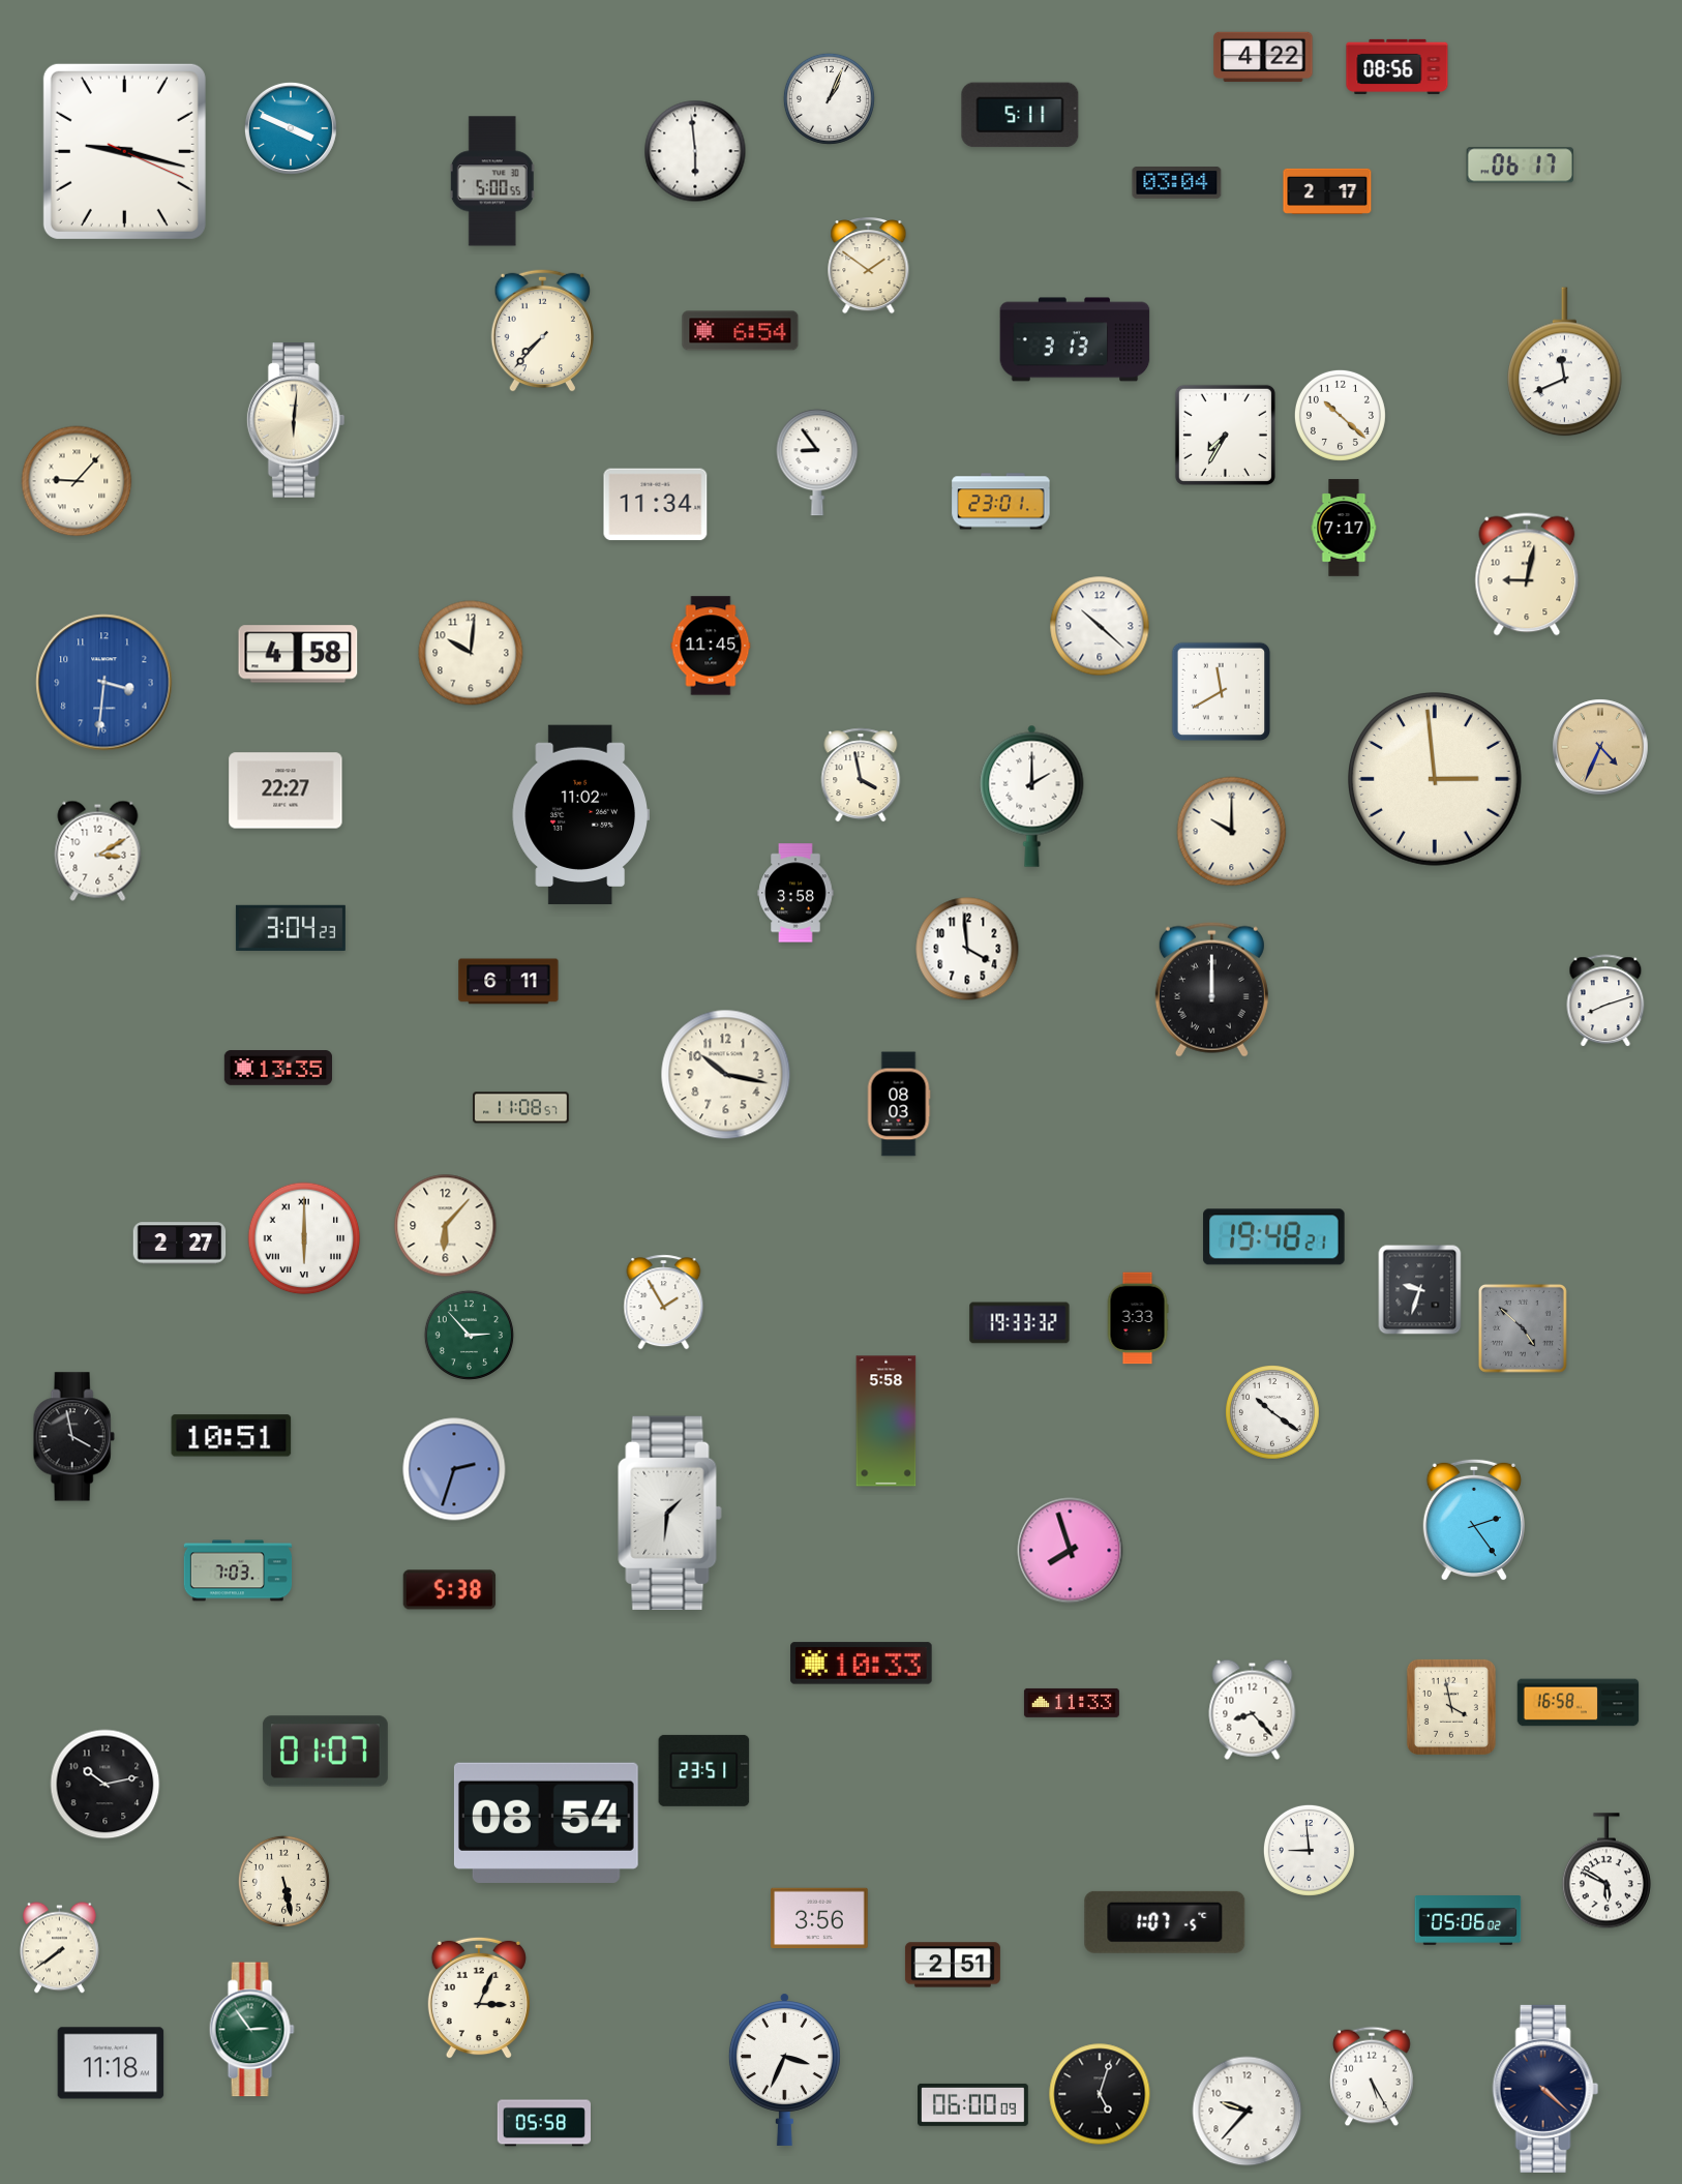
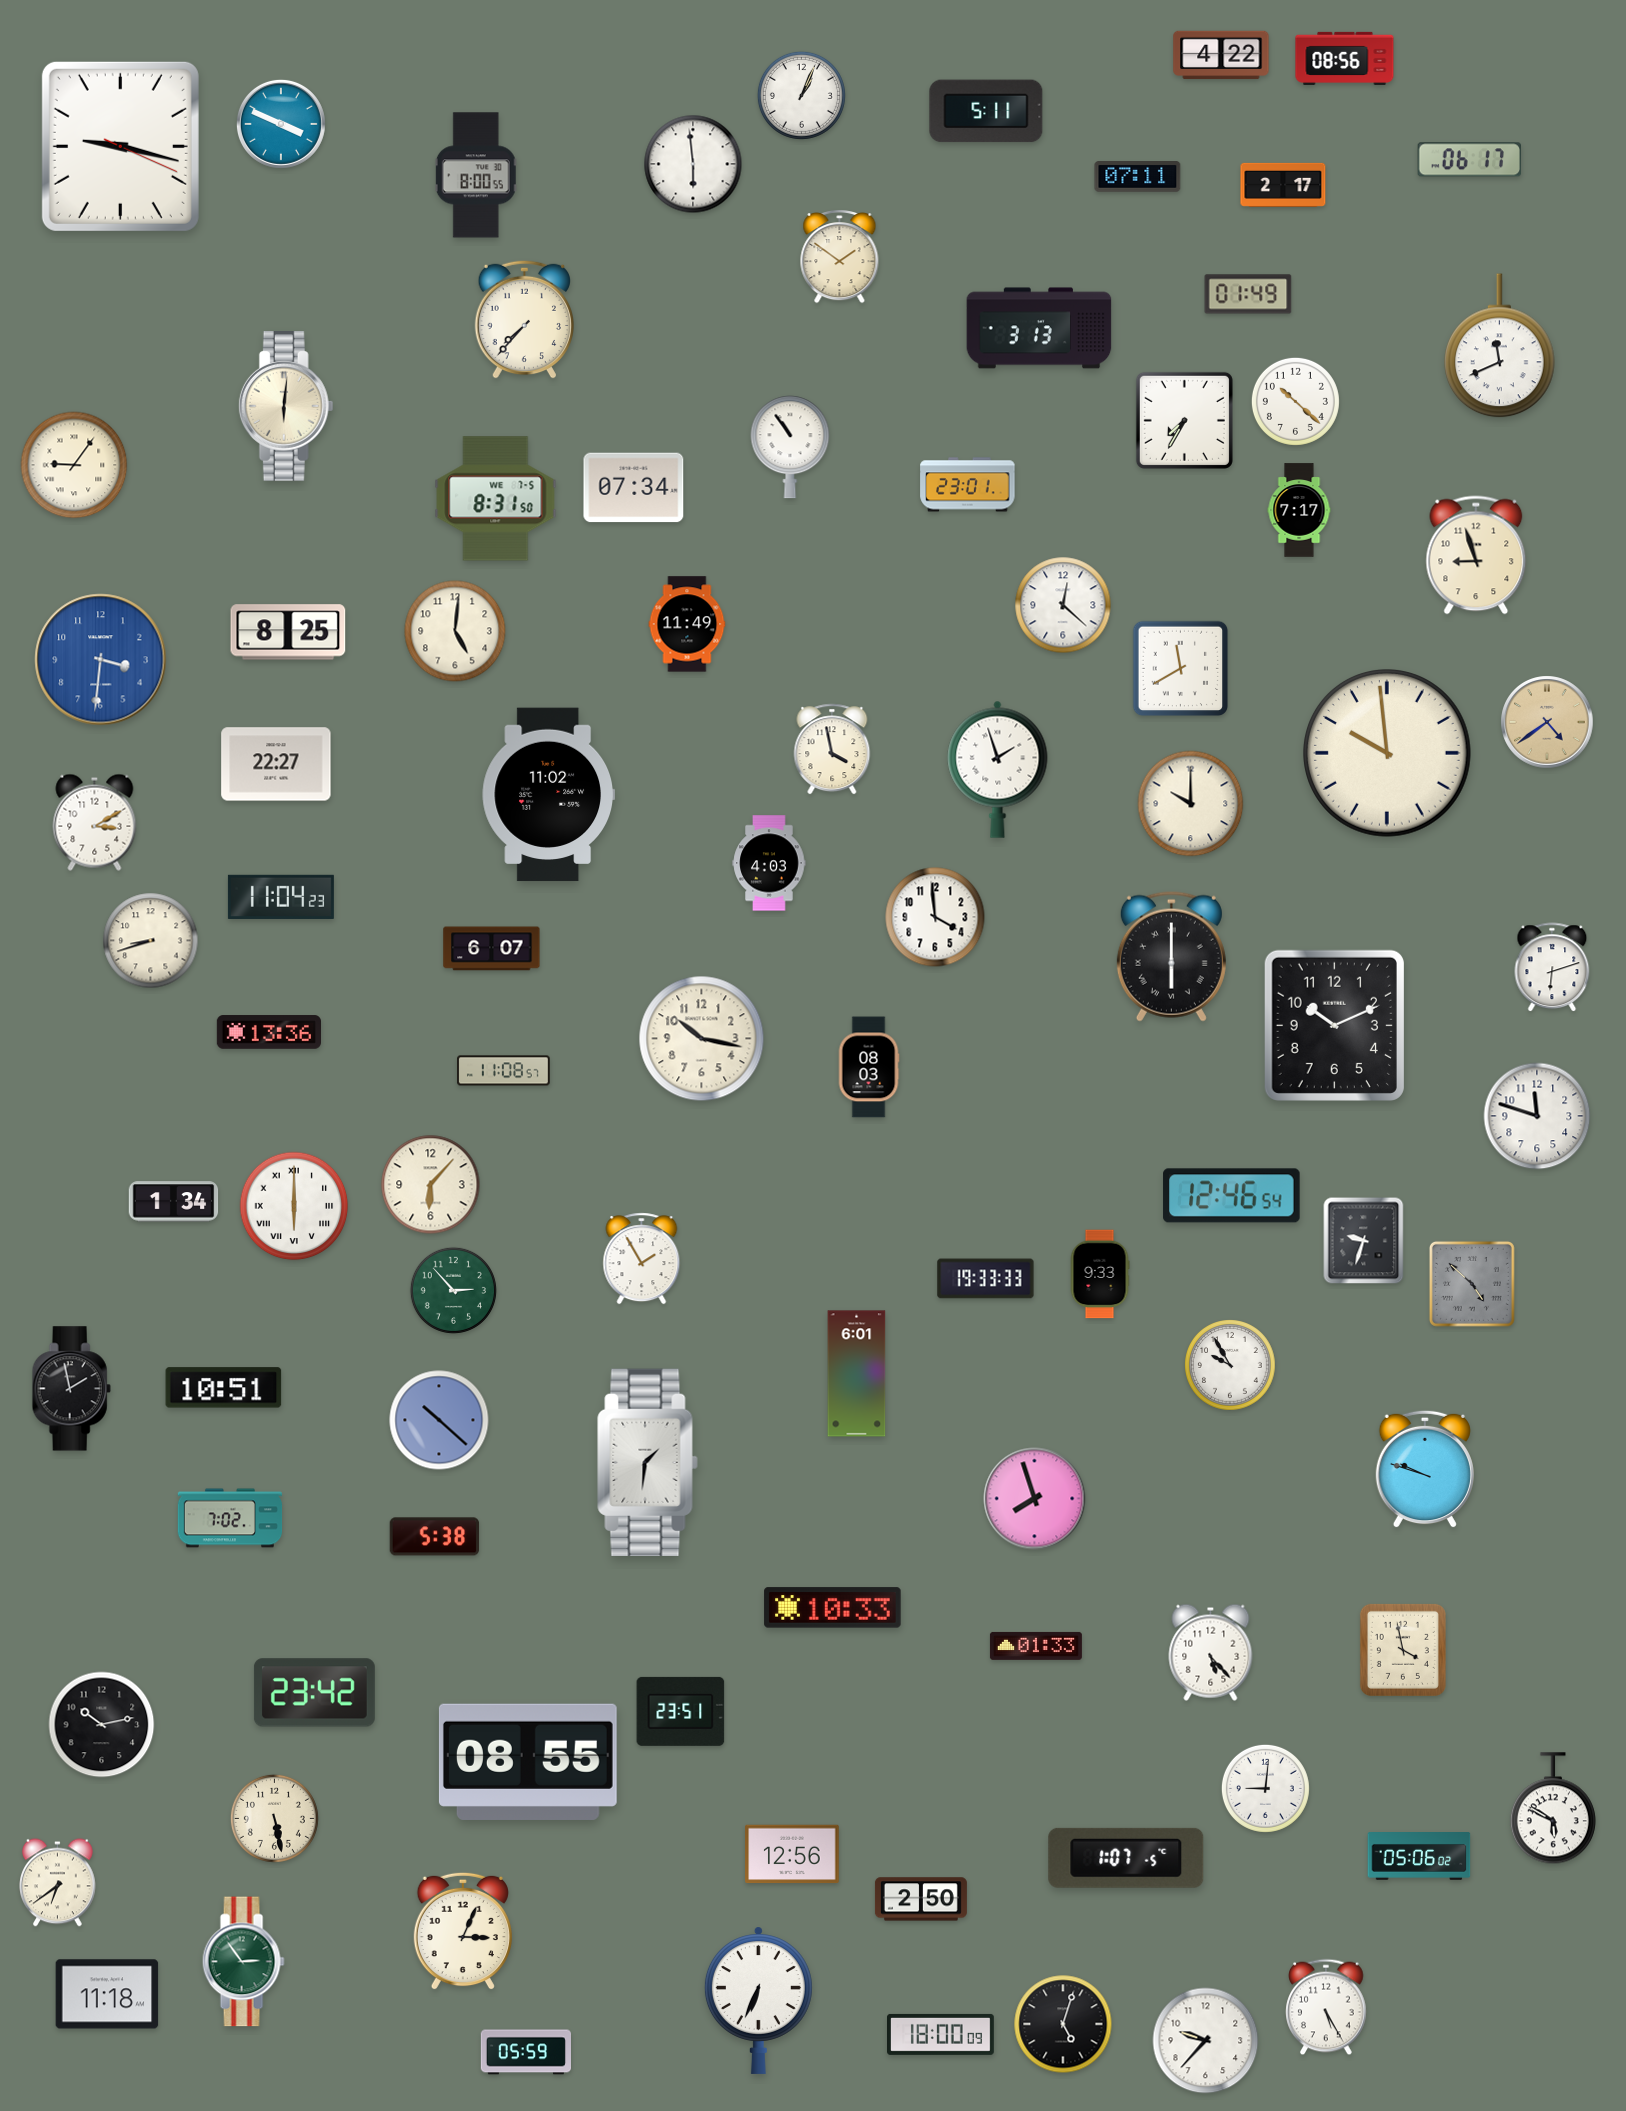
clock at (1398, 66) position: (1398, 66) -> (1345, 58)
clock at (695, 151) position: (695, 151) -> (693, 164)
clock at (492, 181): 5:00 -> 8:00
clock at (1177, 183): 03:04 -> 07:11
clock at (1248, 294): none -> 01:49
clock at (741, 331): 6:54 -> none
clock at (1565, 362) position: (1565, 362) -> (1500, 346)
clock at (817, 462): 8:54 -> 10:54
clock at (77, 481): 9:07 -> 9:06
clock at (656, 505): 11:34 -> 07:34
clock at (496, 499): none -> 8:31
clock at (1527, 574): 9:02 -> 8:57
clock at (1100, 626): 10:22 -> 12:22
clock at (711, 646): 11:45 -> 11:49
clock at (471, 653): 10:01 -> 5:01
clock at (298, 654): 4:58 -> 8:25
clock at (1600, 747): 4:34 -> 4:39
clock at (1436, 780): 2:59 -> 9:59
clock at (1032, 796): 2:00 -> 1:57
clock at (580, 815) position: (580, 815) -> (548, 795)
clock at (795, 893): 3:58 -> 4:03
clock at (291, 928): 3:04 -> 11:04
clock at (151, 941): none -> 8:42
clock at (509, 982): 6:11 -> 6:07
clock at (1211, 989): 12:00 -> 6:00
clock at (1605, 1001): 8:12 -> 6:12
clock at (1334, 1025): none -> 10:11
clock at (277, 1068): 13:35 -> 13:36
clock at (1537, 1116): none -> 11:48
clock at (1274, 1237): 19:48 -> 12:46
clock at (304, 1238) position: (304, 1238) -> (294, 1206)
clock at (180, 1244): 2:27 -> 1:34
clock at (1420, 1290) position: (1420, 1290) -> (1364, 1241)
clock at (1138, 1318): 3:33 -> 9:33
clock at (1020, 1323): 19:33:32 -> 19:33:33
clock at (1273, 1413): 10:21 -> 9:55
clock at (887, 1422): 5:58 -> 6:01
clock at (73, 1437): 3:58 -> 1:58
clock at (454, 1469): 2:33 -> 10:22
clock at (1474, 1520): 2:24 -> 9:48
clock at (238, 1570): 7:03 -> 7:02
clock at (1072, 1703): 11:33 -> 01:33
clock at (1579, 1703): 16:58 -> none
clock at (1253, 1709): 8:23 -> 5:23
clock at (325, 1752): 01:07 -> 23:42
clock at (546, 1823): 08:54 -> 08:55
clock at (1309, 1850): 8:59 -> 9:01
clock at (819, 1918): 3:56 -> 12:56
clock at (60, 1948): 7:39 -> 6:39
clock at (953, 1965): 2:51 -> 2:50
clock at (784, 2069): 3:34 -> 6:34
clock at (1545, 2089): 4:22 -> none
clock at (973, 2104): 06:00 -> 18:00
clock at (543, 2123): 05:58 -> 05:59
